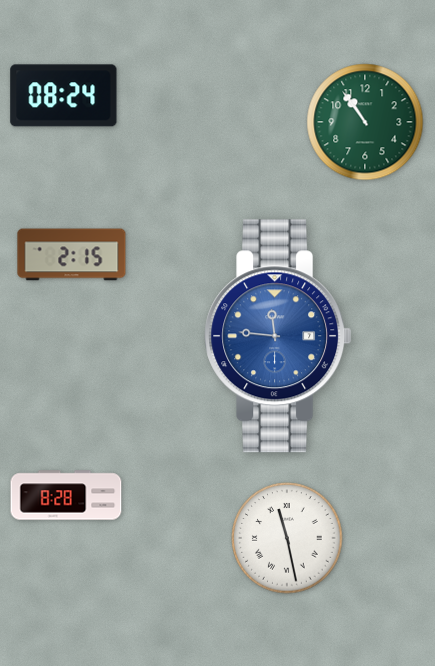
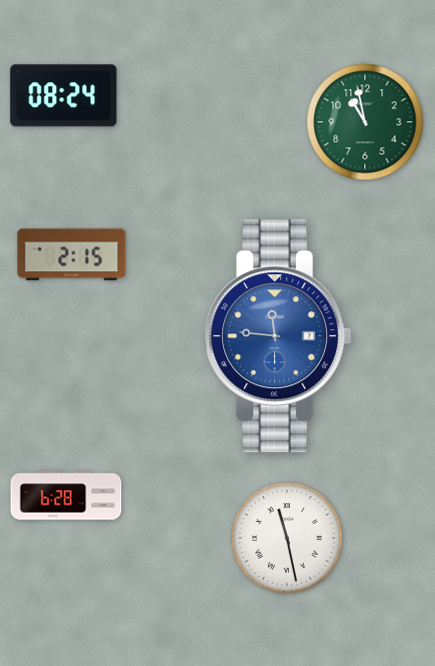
clock at (365, 122): 10:54 -> 10:58
clock at (66, 495): 8:28 -> 6:28
